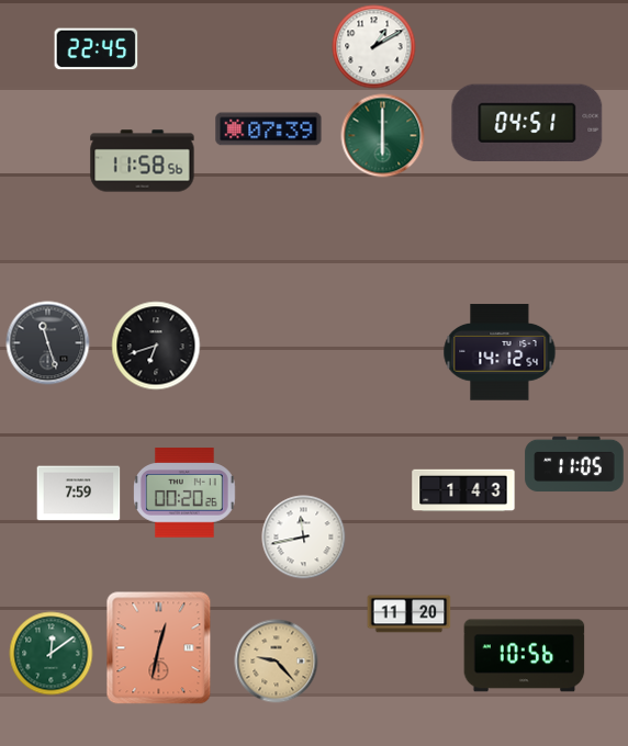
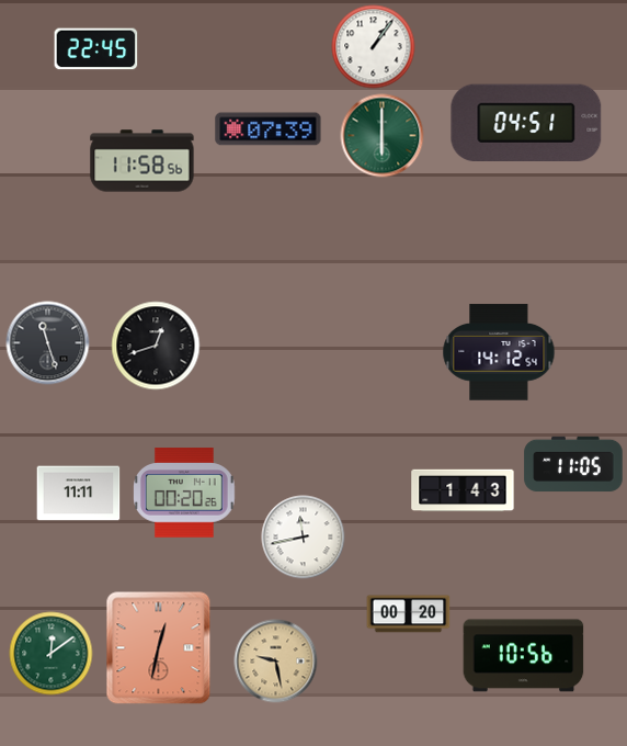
clock at (374, 47): 1:10 -> 1:06
clock at (156, 346): 6:42 -> 12:42
clock at (79, 494): 7:59 -> 11:11
clock at (410, 614): 11:20 -> 00:20
clock at (277, 662): 9:23 -> 9:28
